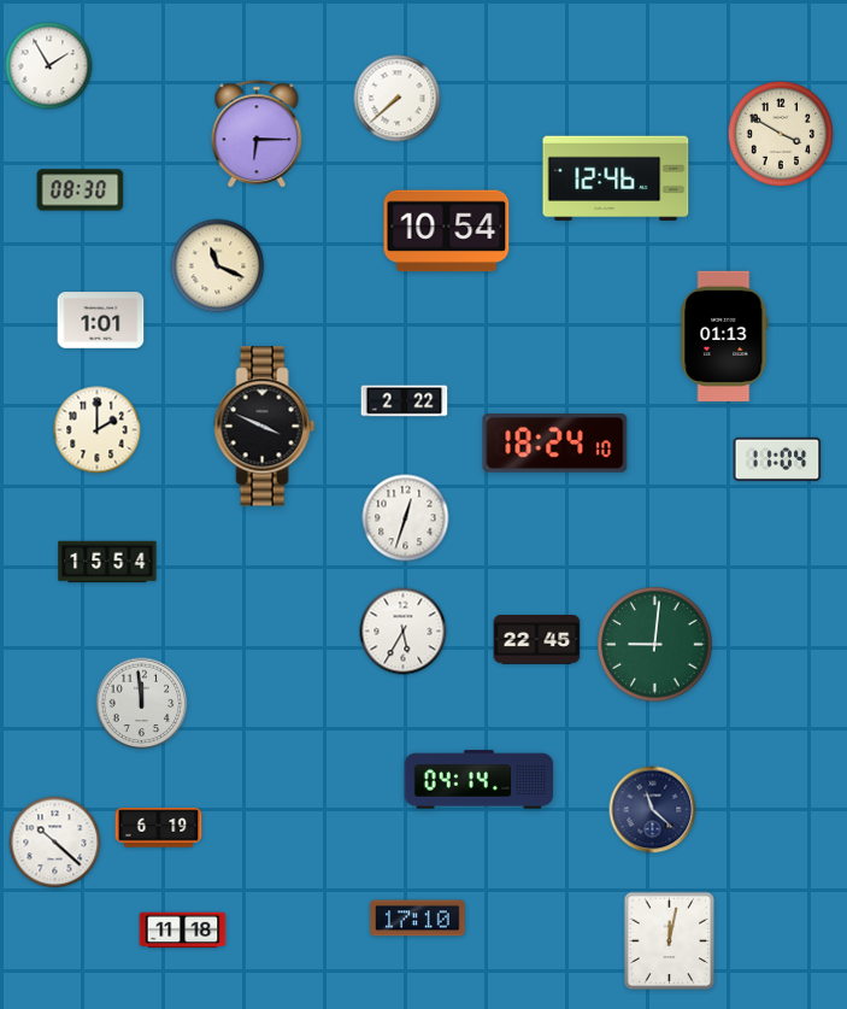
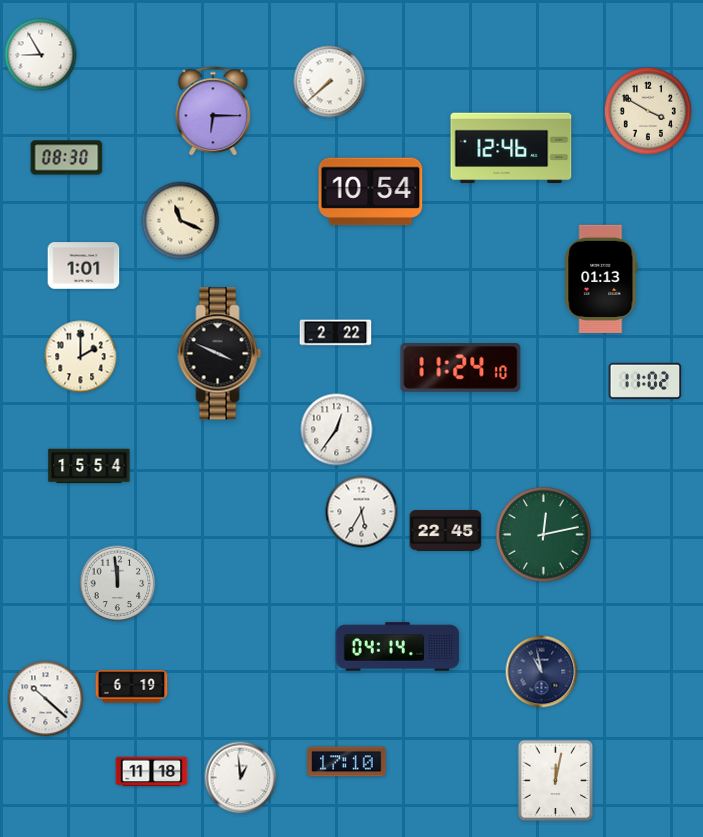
clock at (49, 66): 1:55 -> 8:55
clock at (555, 444): 18:24 -> 11:24
clock at (777, 459): 11:04 -> 11:02
clock at (406, 518): 12:33 -> 12:36
clock at (404, 632) position: (404, 632) -> (362, 512)
clock at (655, 645): 9:01 -> 12:13
clock at (653, 810): 11:22 -> 10:58
clock at (241, 778): none -> 12:59
